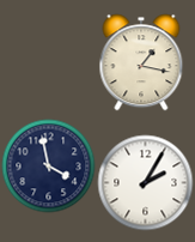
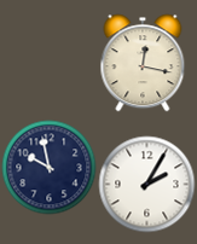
clock at (141, 62): 1:17 -> 12:17
clock at (48, 165): 3:58 -> 9:58
